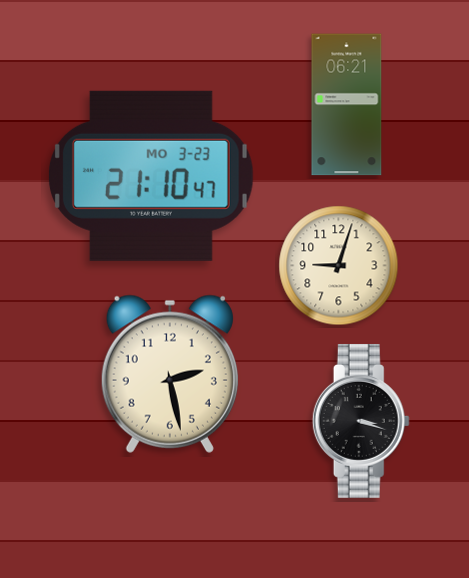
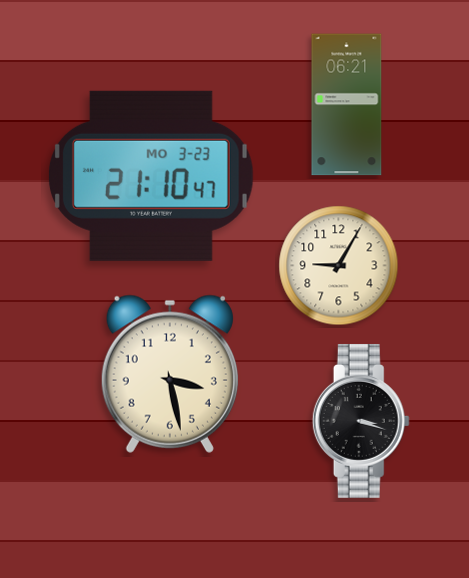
clock at (339, 266): 9:03 -> 9:05
clock at (170, 374): 2:28 -> 3:28
